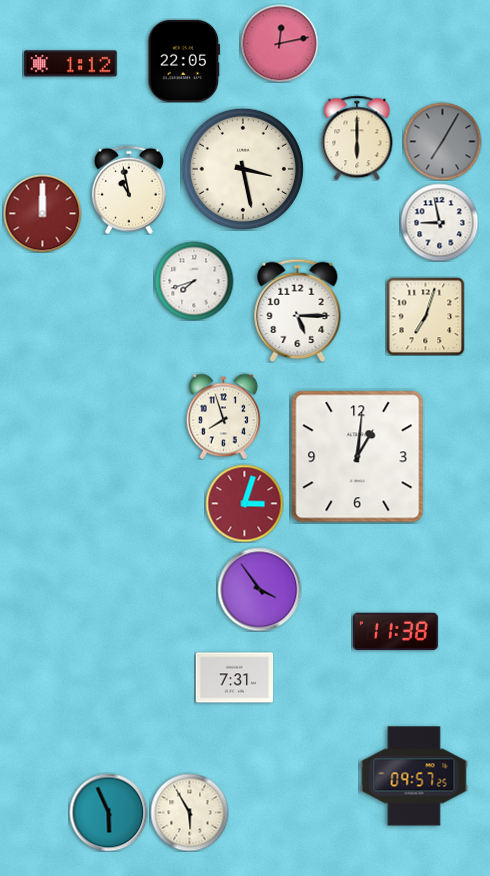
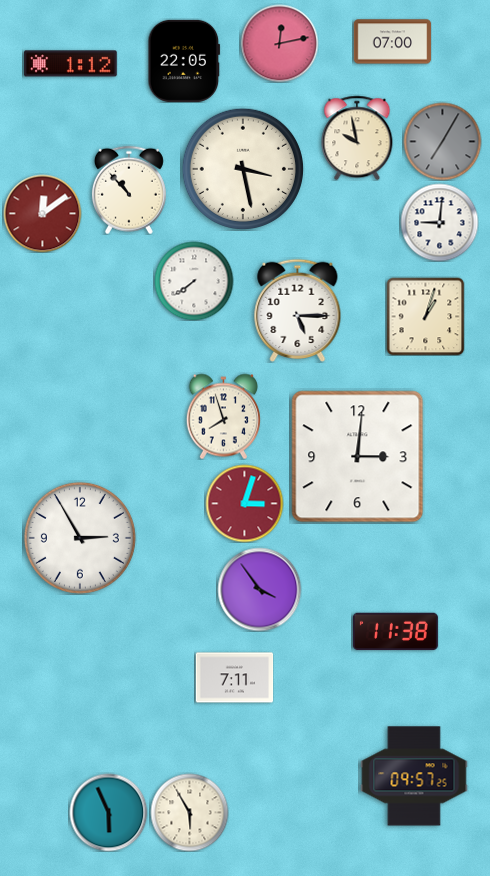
clock at (392, 42): none -> 07:00
clock at (357, 138): 6:00 -> 9:58
clock at (129, 190): 10:58 -> 10:53
clock at (42, 213): 12:00 -> 12:09
clock at (439, 222): 8:58 -> 9:01
clock at (194, 281): 7:42 -> 7:39
clock at (425, 316): 7:03 -> 1:03
clock at (358, 457): 1:01 -> 3:01
clock at (80, 538): none -> 2:55
clock at (234, 678): 7:31 -> 7:11
